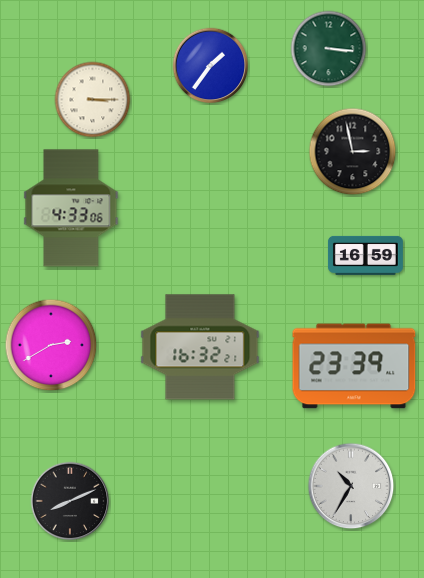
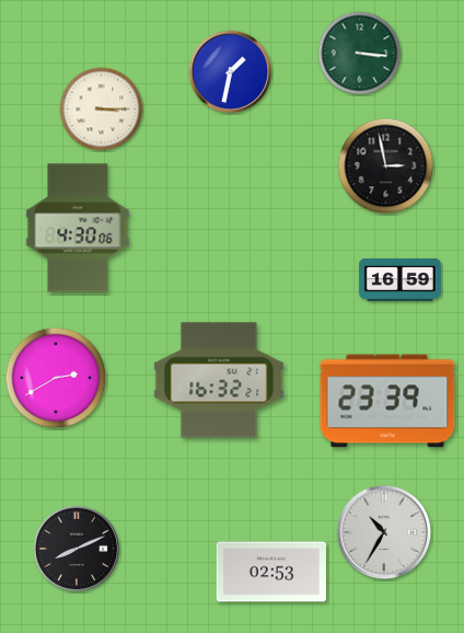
clock at (211, 66): 1:36 -> 1:32
clock at (71, 208): 4:33 -> 4:30
clock at (270, 572): none -> 02:53
